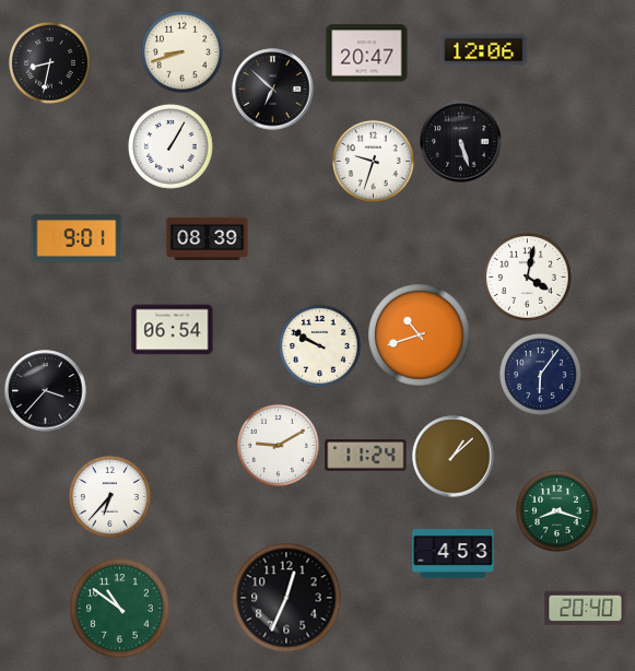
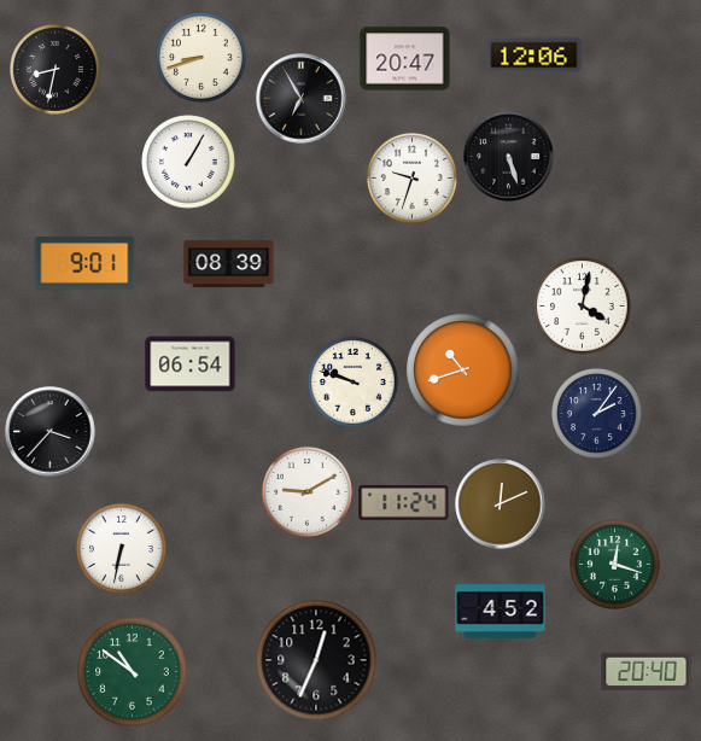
clock at (273, 90): 6:52 -> 6:55
clock at (320, 346): 9:50 -> 9:48
clock at (541, 375): 6:06 -> 2:06
clock at (454, 457): 1:08 -> 12:11
clock at (110, 497): 6:37 -> 6:32
clock at (557, 511): 8:18 -> 12:18
clock at (454, 554): 4:53 -> 4:52
